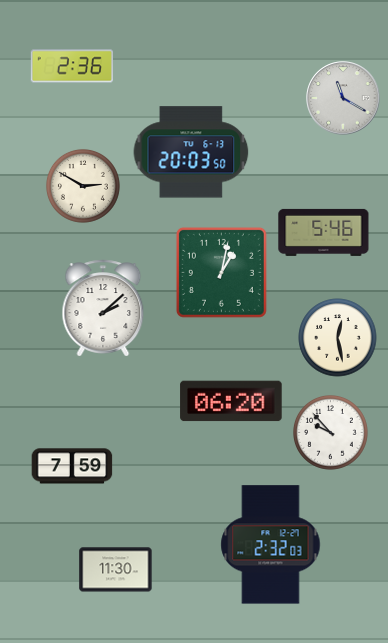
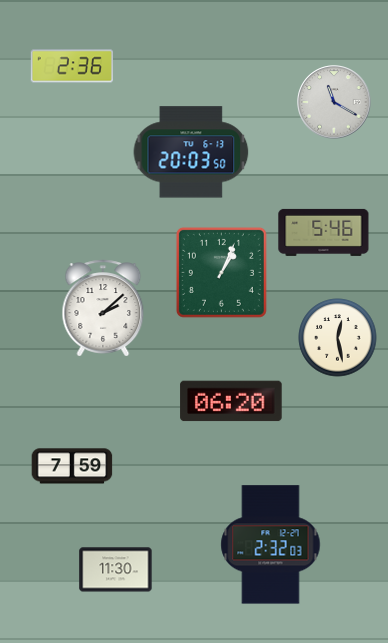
clock at (343, 98) position: (343, 98) -> (334, 102)
clock at (83, 186): 2:50 -> none
clock at (221, 272): 1:02 -> 1:04
clock at (331, 433): 9:53 -> none
